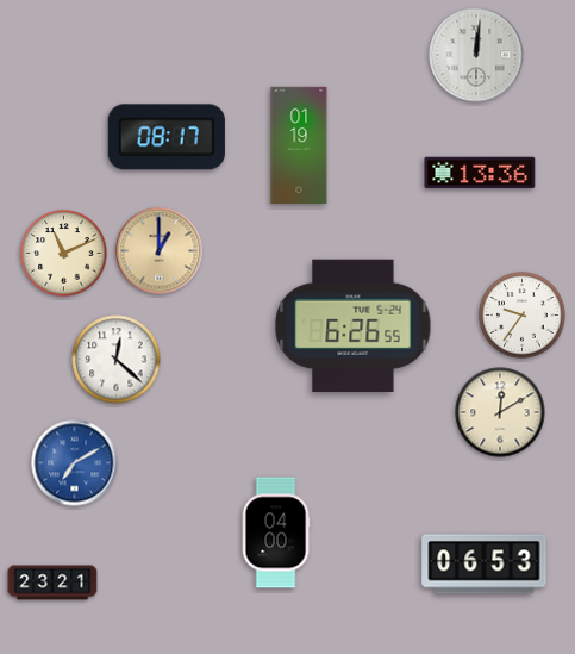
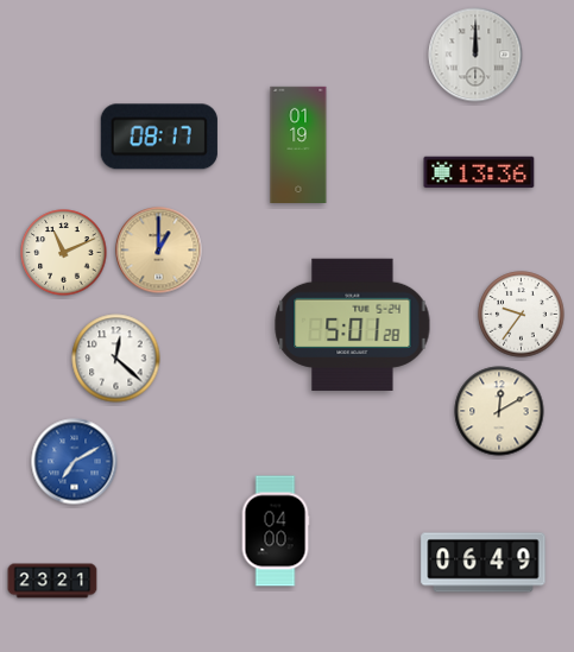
clock at (476, 55): 12:01 -> 12:00
clock at (167, 137) position: (167, 137) -> (159, 137)
clock at (354, 325): 6:26 -> 5:01
clock at (485, 565): 06:53 -> 06:49
